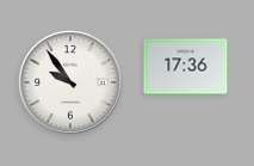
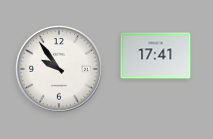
clock at (186, 67): 17:36 -> 17:41
